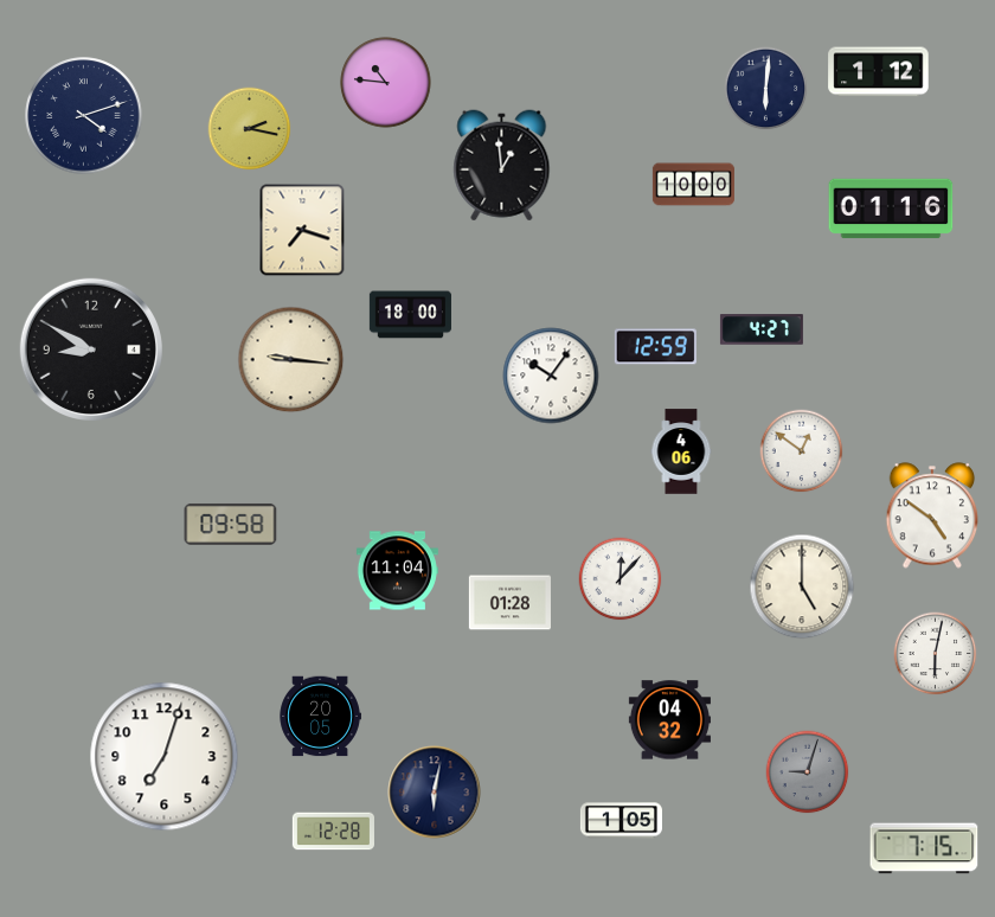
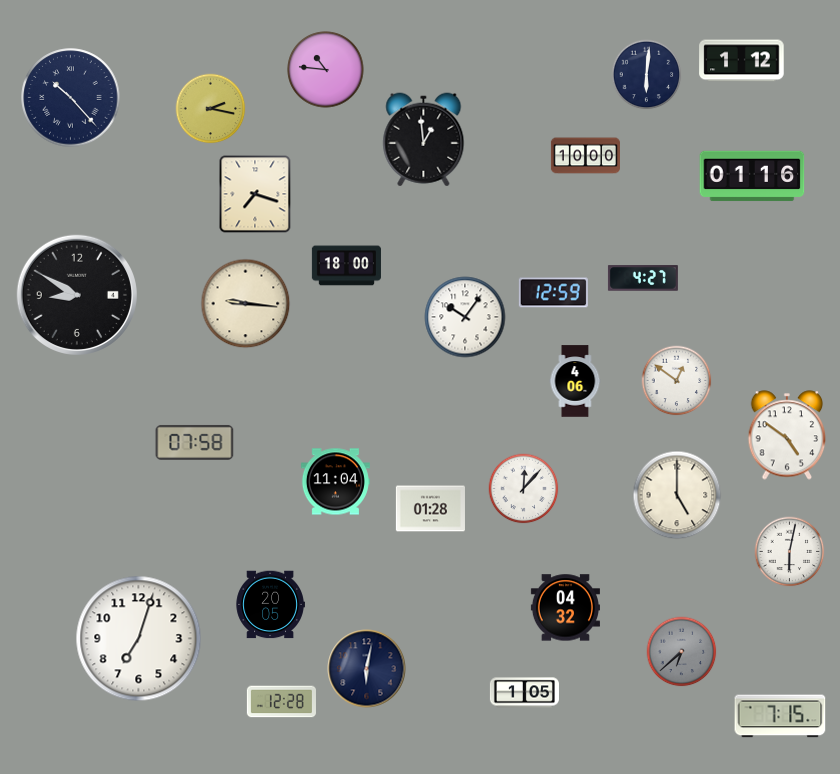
clock at (84, 116): 4:12 -> 10:23
clock at (231, 524): 09:58 -> 07:58
clock at (808, 772): 9:03 -> 6:38
